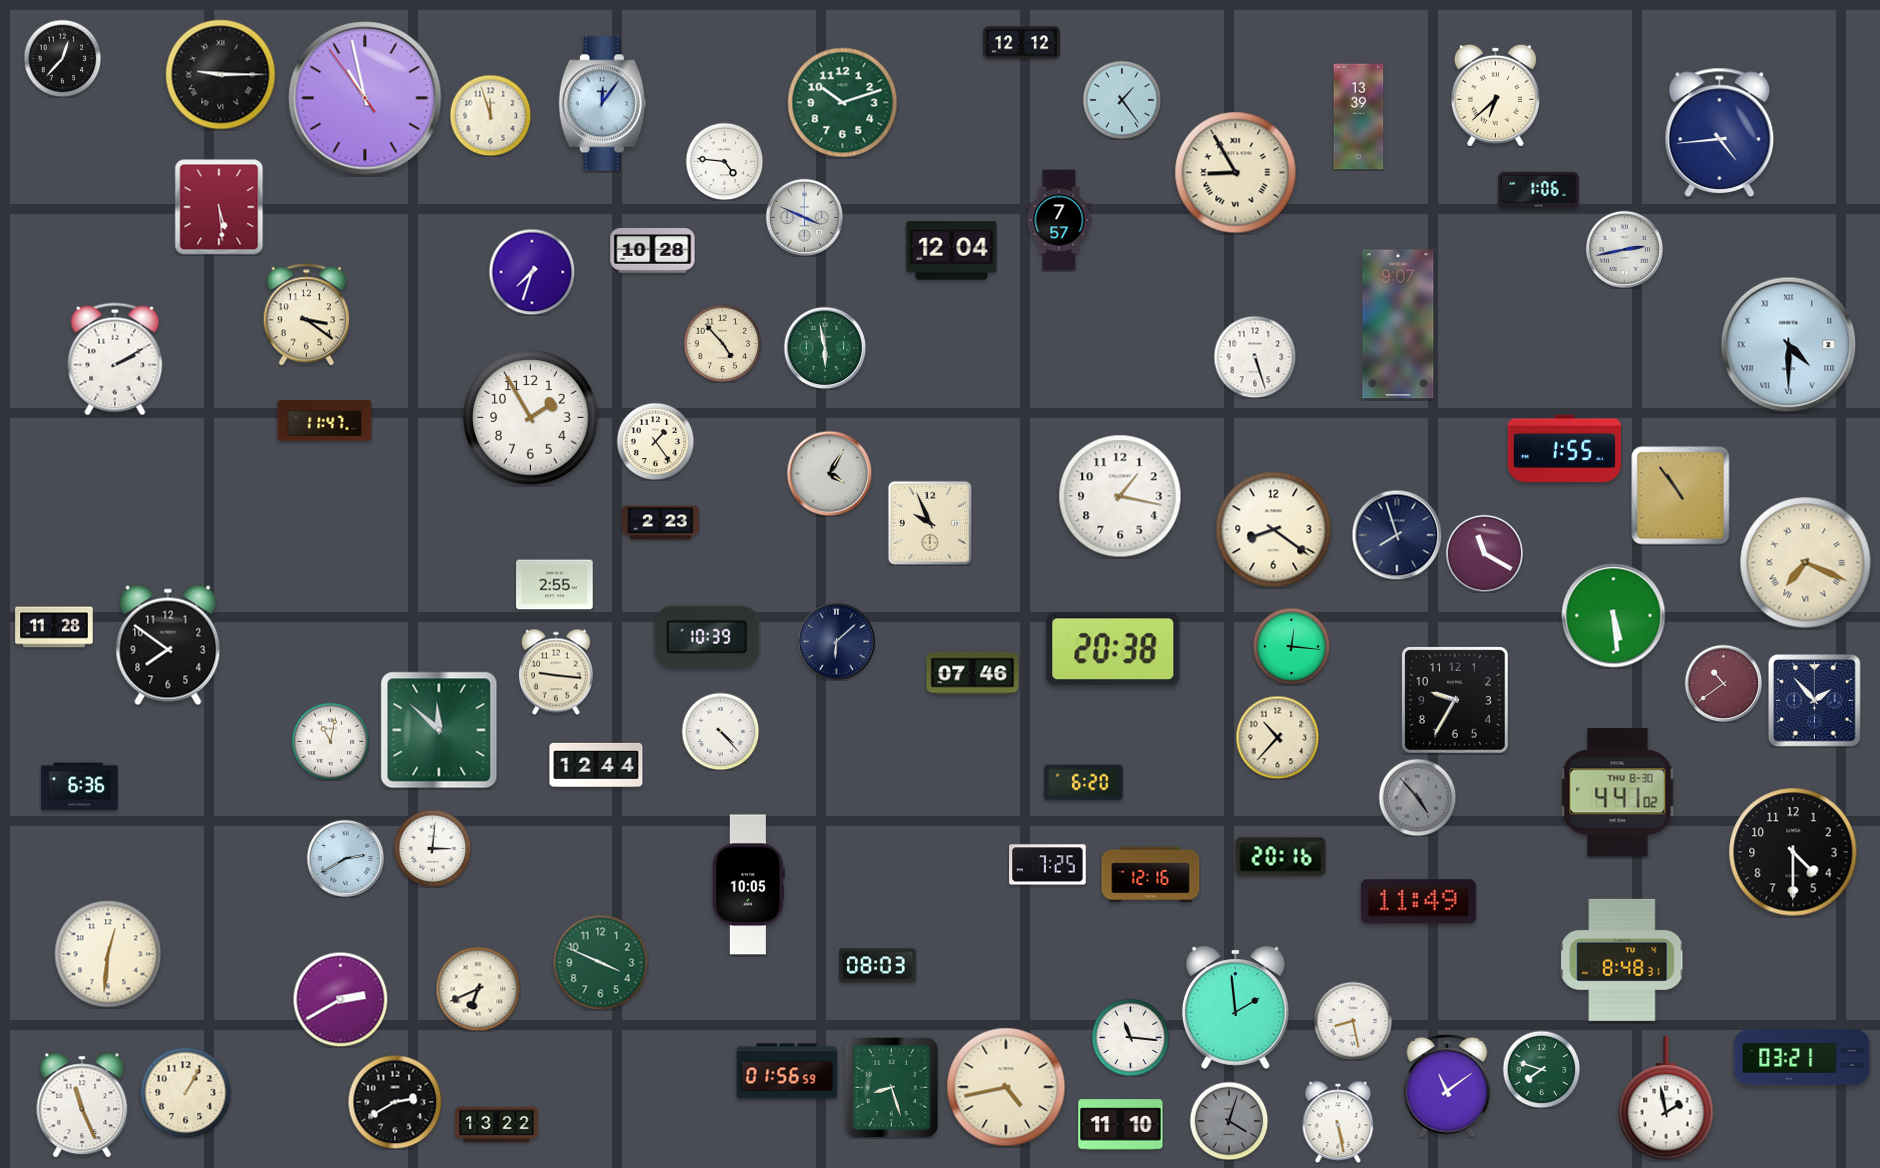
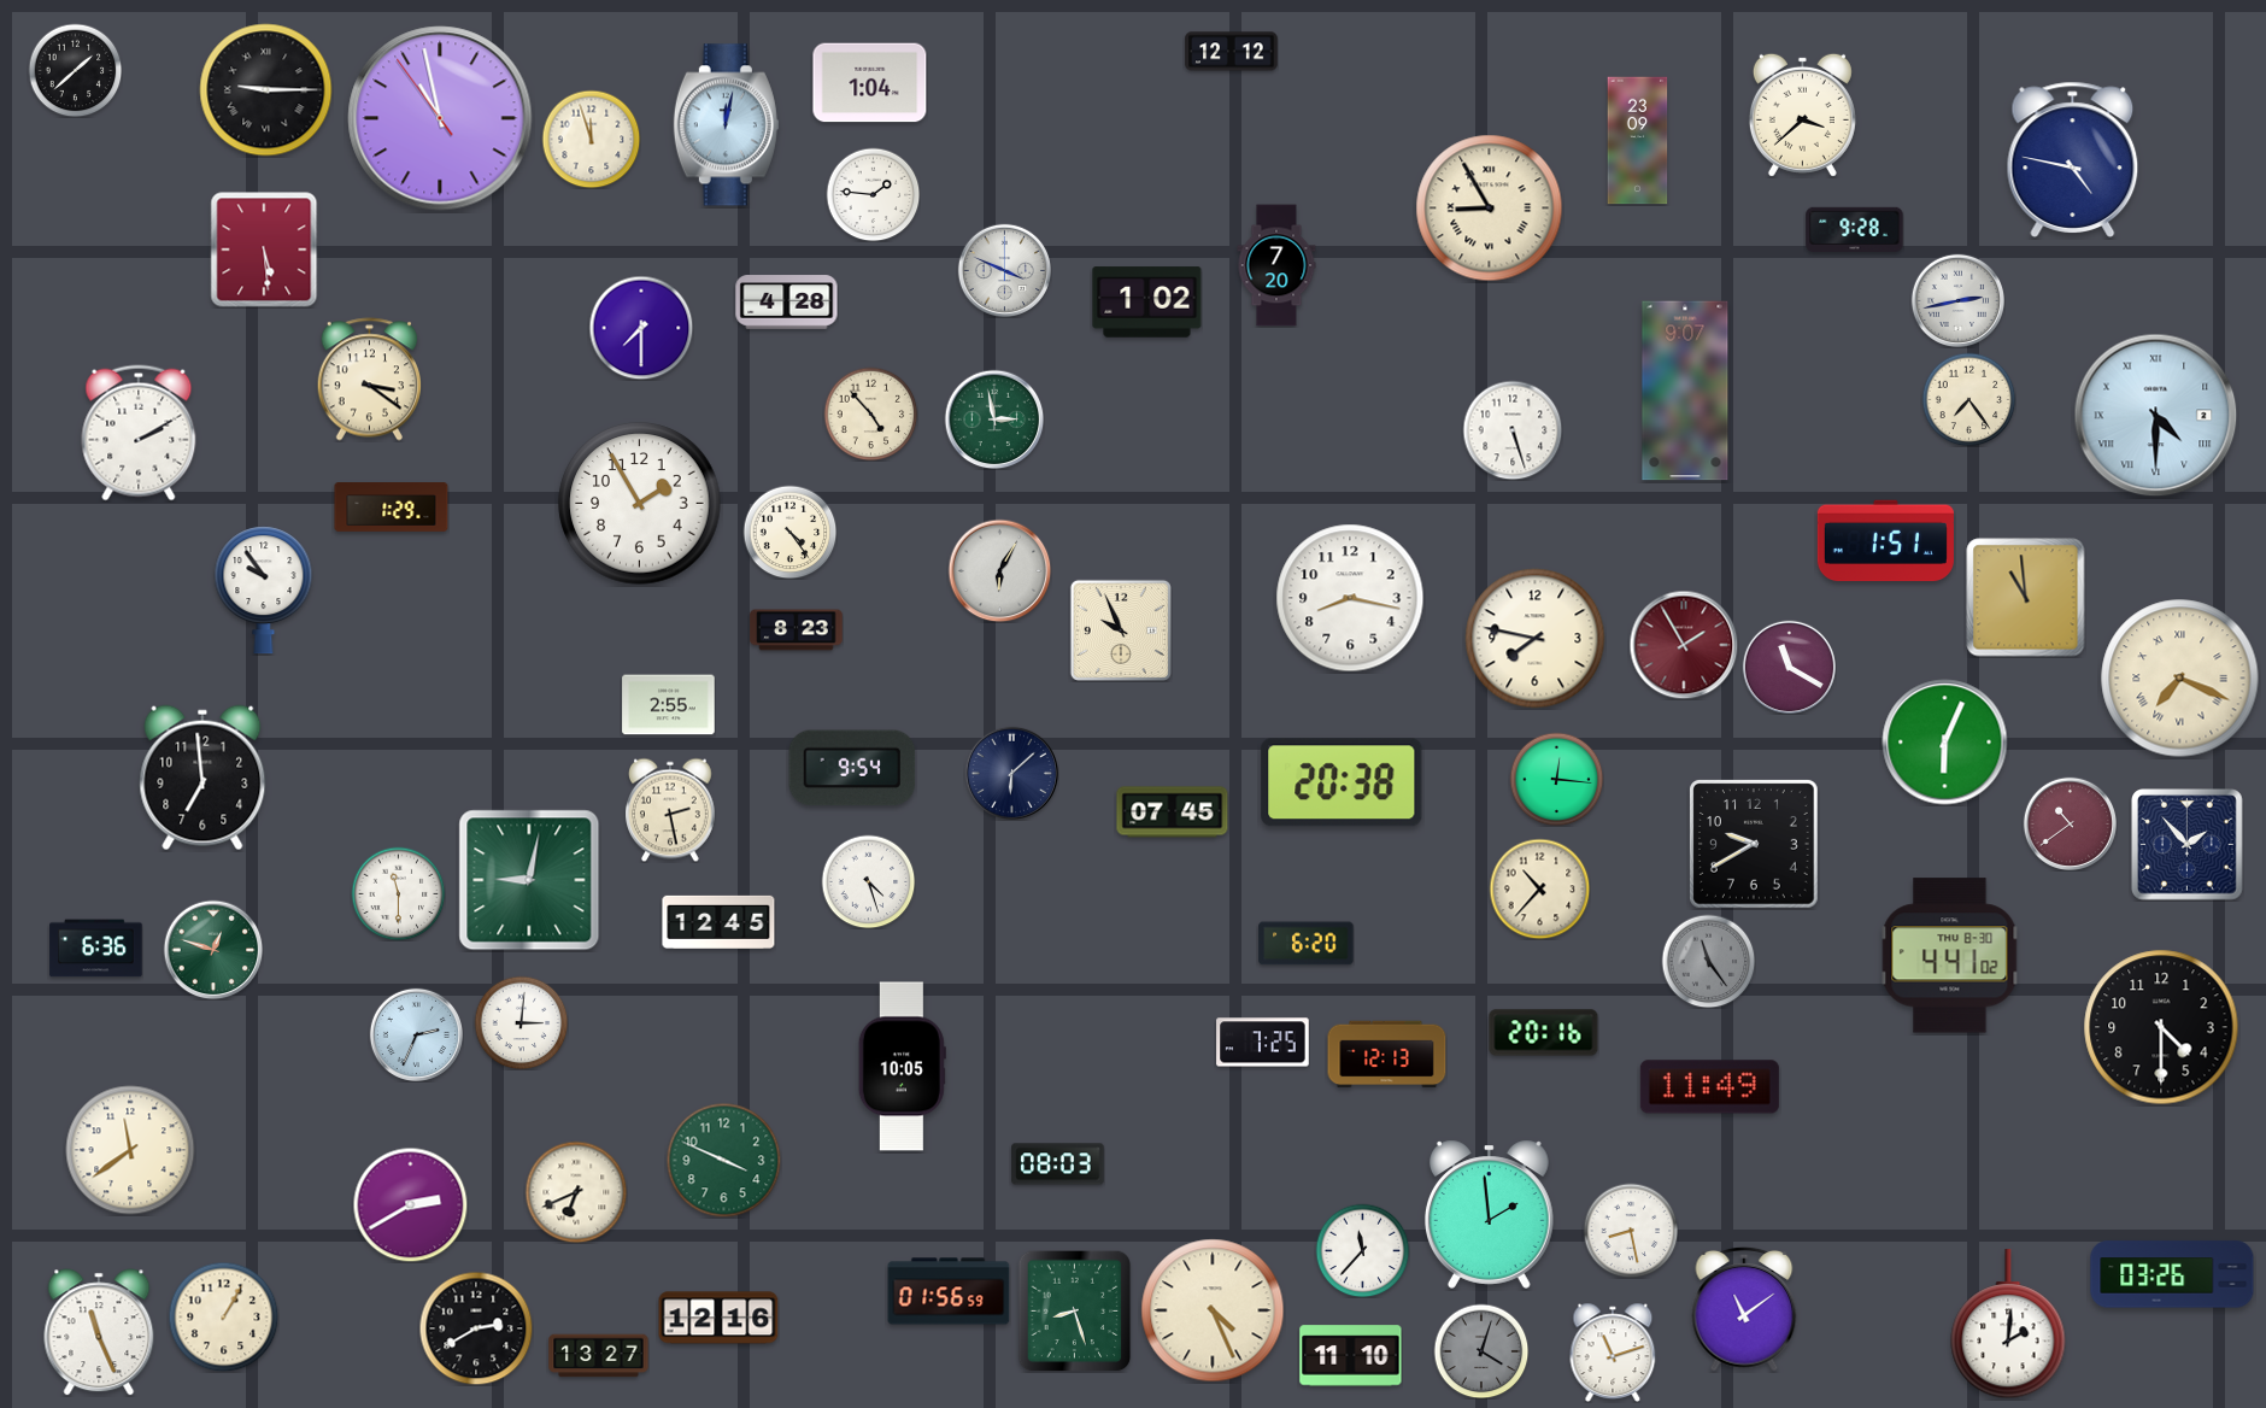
clock at (62, 58): 12:37 -> 1:38
clock at (870, 83): none -> 1:04
clock at (1495, 95): 6:38 -> 3:38
clock at (1122, 100): 1:24 -> none
clock at (843, 103): 10:12 -> none
clock at (602, 104): 12:06 -> 12:02
clock at (1359, 117): 13:39 -> 23:09
clock at (1720, 132): 4:44 -> 4:47
clock at (724, 161): 4:46 -> 1:46
clock at (1539, 190): 1:06 -> 9:28
clock at (804, 217) position: (804, 217) -> (1004, 270)
clock at (1059, 220): 7:57 -> 7:20
clock at (653, 251): 10:28 -> 4:28
clock at (952, 251): 12:04 -> 1:02
clock at (532, 272): 7:33 -> 7:30
clock at (1968, 399): none -> 7:24
clock at (825, 348): 5:58 -> 2:58
clock at (325, 421): 11:47 -> 1:29
clock at (655, 441): 1:24 -> 4:24
clock at (1564, 449): 1:55 -> 1:51
clock at (829, 473): 4:05 -> 6:05
clock at (264, 591): none -> 9:54
clock at (1120, 496): 1:17 -> 8:17
clock at (1681, 496): 10:54 -> 10:59
clock at (661, 523): 2:23 -> 8:23
clock at (1274, 530): 8:21 -> 7:47
clock at (1397, 535): 7:57 -> 1:55
clock at (1397, 535) dial: navy -> burgundy
clock at (1806, 563) position: (1806, 563) -> (2180, 679)
clock at (1614, 616): 5:29 -> 6:04
clock at (54, 627): 11:28 -> none
clock at (707, 637): 10:39 -> 9:54
clock at (836, 641) position: (836, 641) -> (1011, 773)
clock at (168, 645): 7:51 -> 6:59
clock at (557, 672): 9:16 -> 2:28
clock at (973, 674): 07:46 -> 07:45
clock at (1723, 683) position: (1723, 683) -> (2070, 823)
clock at (1456, 701): 9:35 -> 9:40
clock at (439, 730): 11:52 -> 9:02
clock at (720, 731): 4:23 -> 4:27
clock at (330, 741): 11:02 -> 11:30
clock at (596, 765): 12:44 -> 12:45
clock at (213, 950): none -> 12:48
clock at (1417, 797): 4:53 -> 11:24
clock at (345, 858): 2:40 -> 2:34
clock at (1151, 875): 12:16 -> 12:13
clock at (108, 954): 12:31 -> 11:39
clock at (1622, 960): 8:48 -> none
clock at (1130, 1037): 11:16 -> 11:37
clock at (1802, 1057): 03:21 -> 03:26
clock at (1541, 1069): 7:48 -> none
clock at (1006, 1087): 4:43 -> 4:26
clock at (718, 1318): none -> 12:16
clock at (1666, 1099): 1:58 -> 2:01
clock at (1338, 1122): 5:28 -> 11:12
clock at (497, 1125): 13:22 -> 13:27
